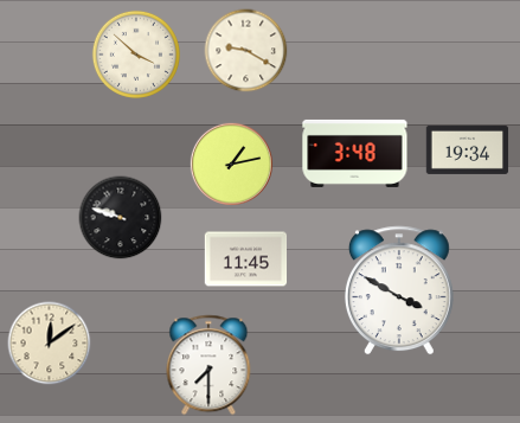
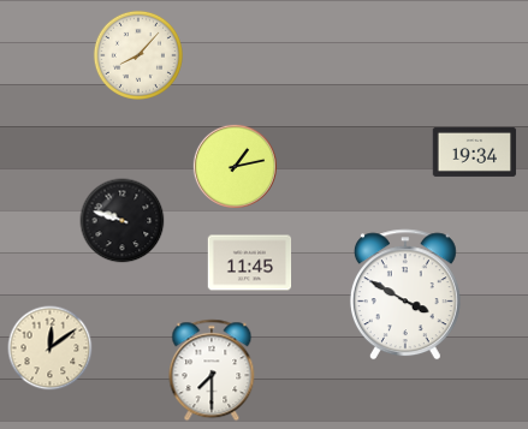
clock at (246, 51): 9:20 -> none
clock at (136, 55): 3:52 -> 8:07
clock at (355, 153): 3:48 -> none
